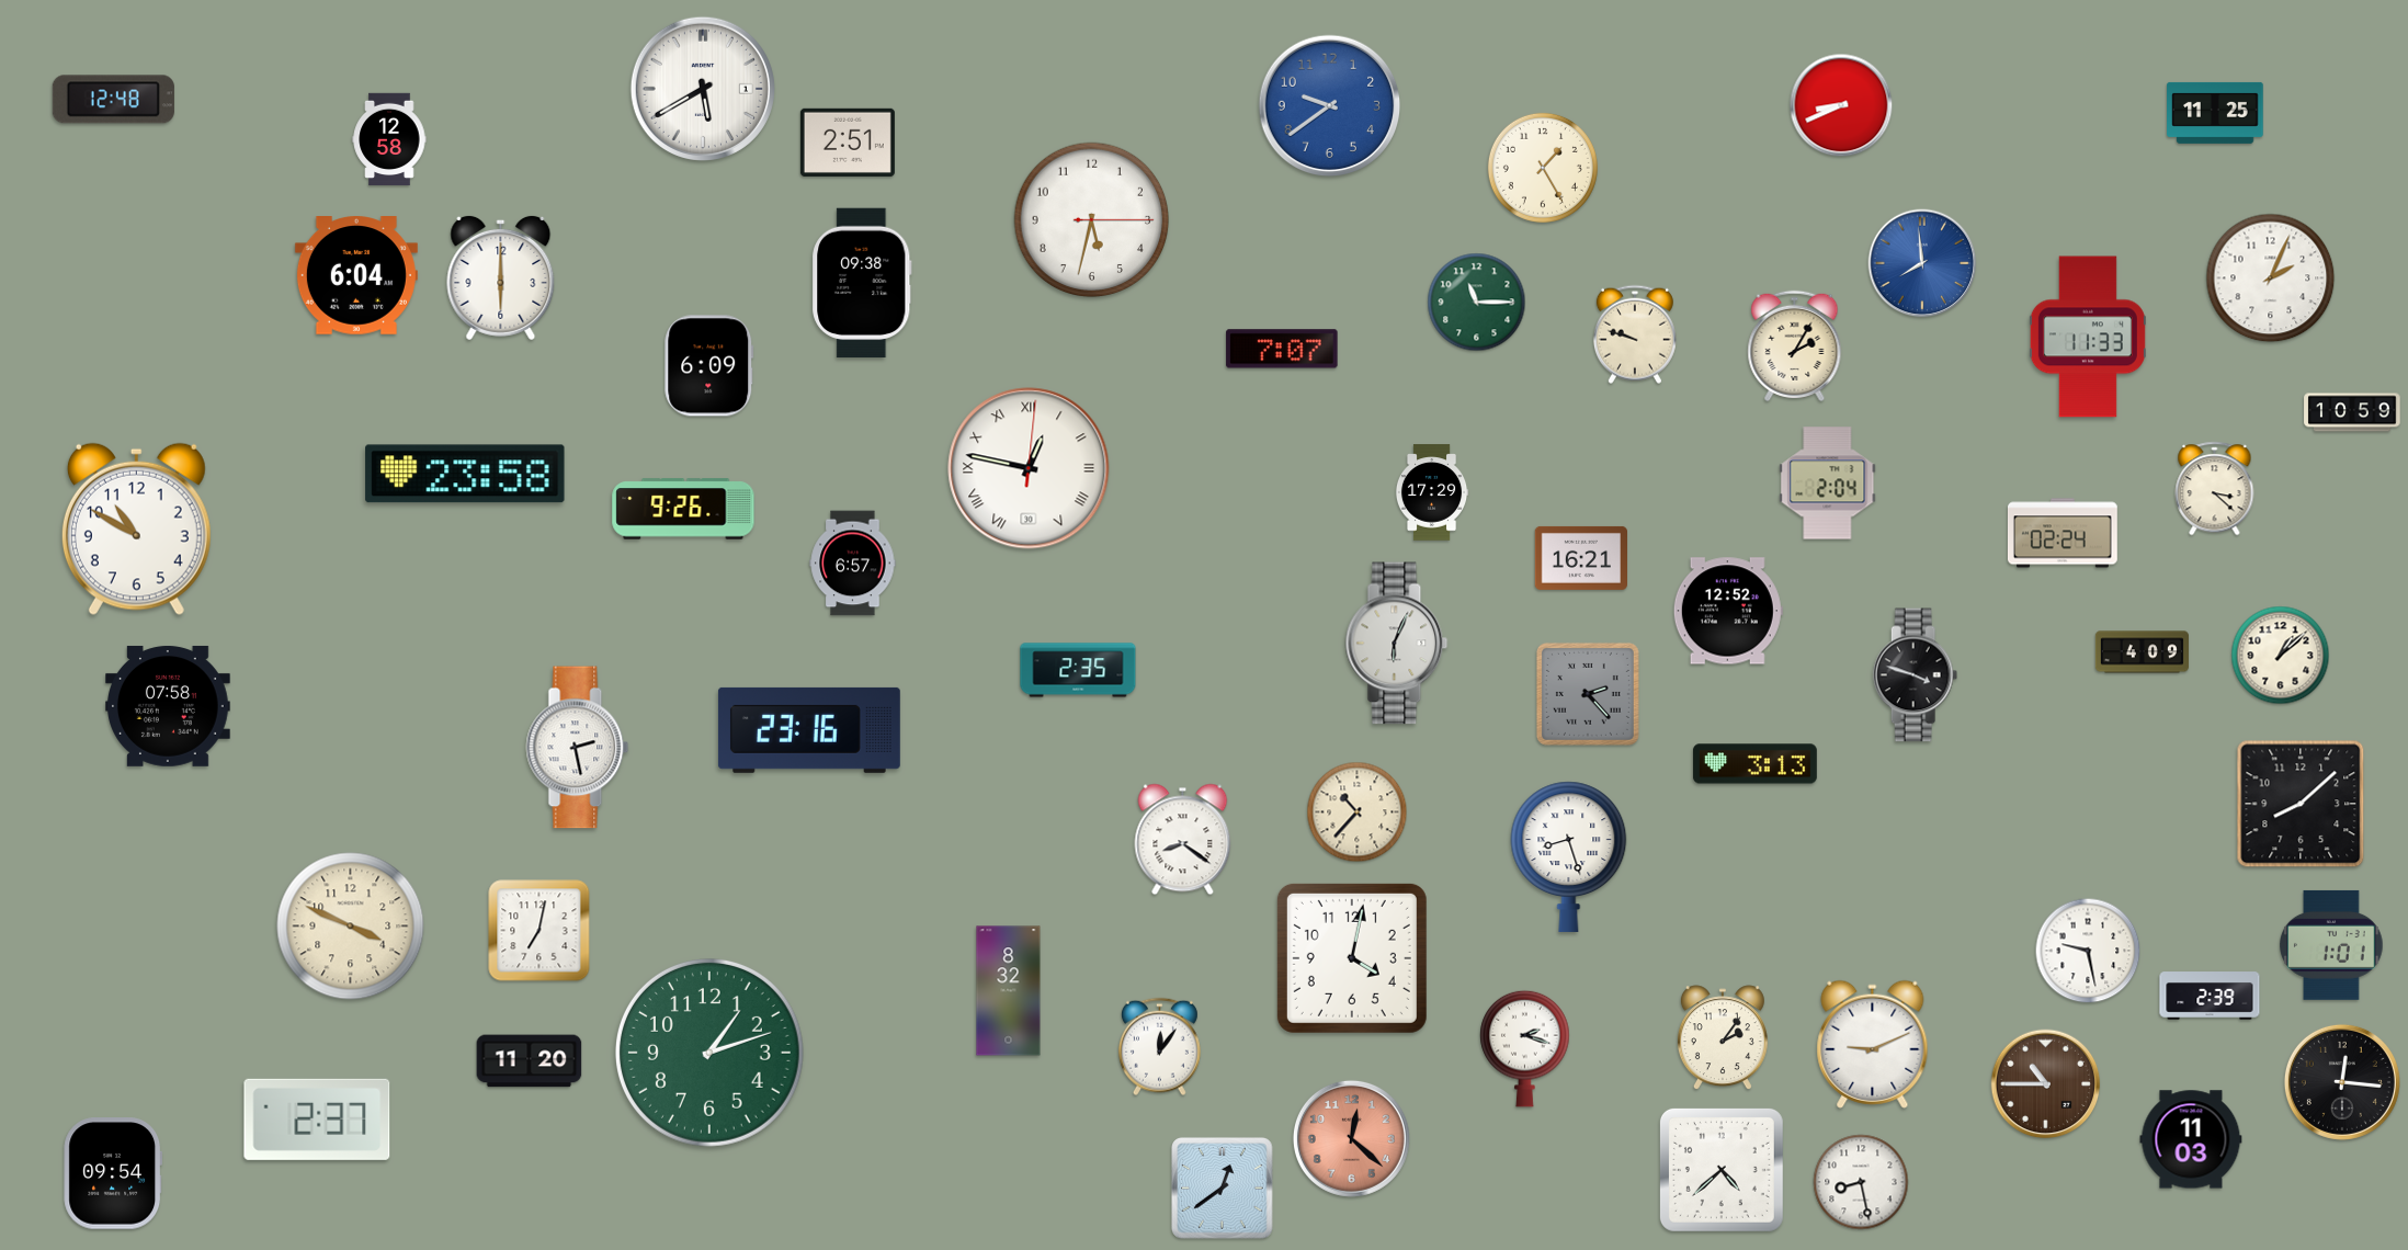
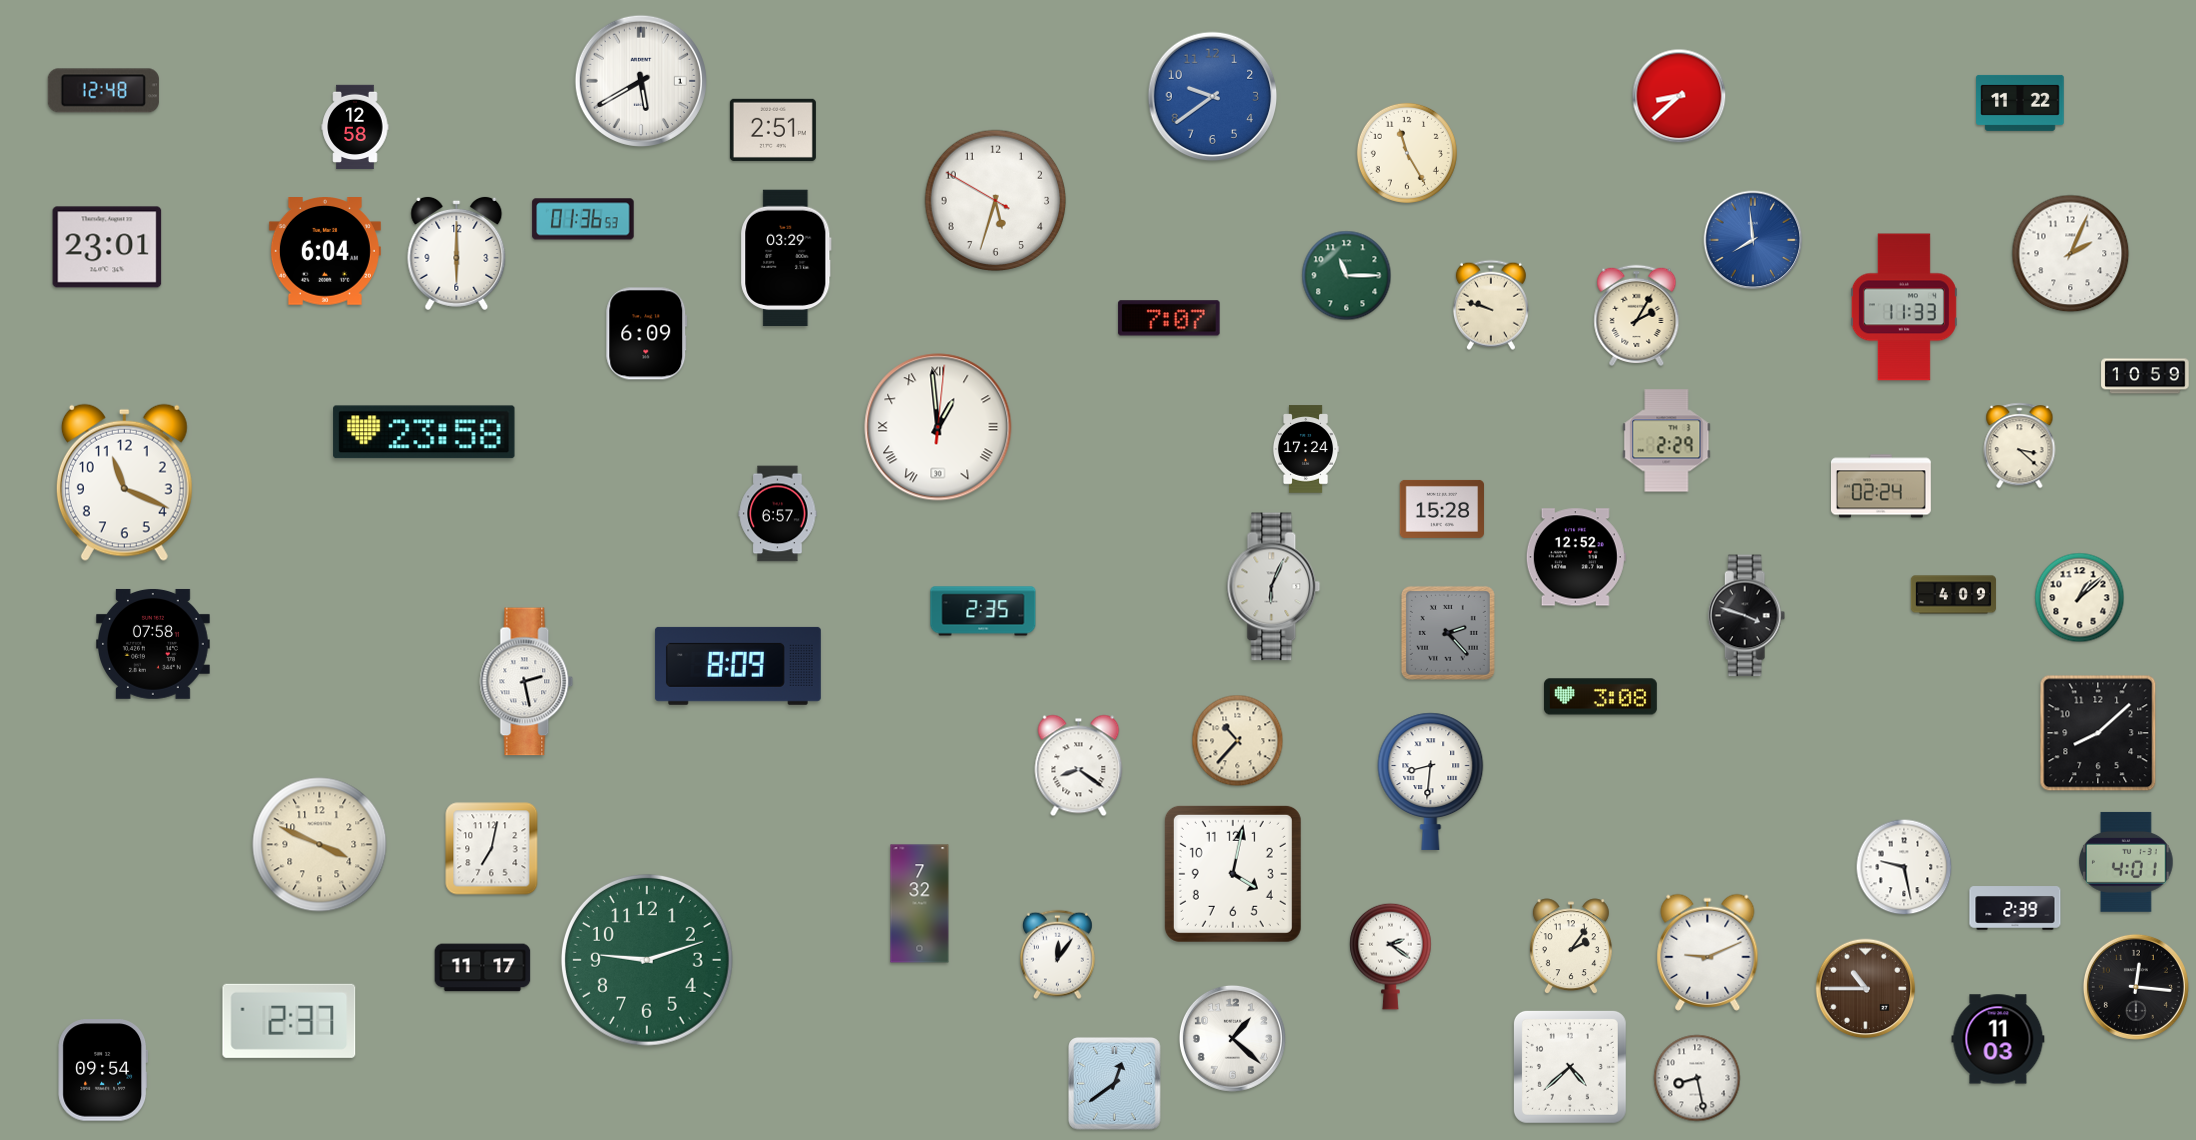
clock at (1841, 105): 8:41 -> 8:38
clock at (2215, 113): 11:25 -> 11:22
clock at (1543, 168): 1:25 -> 11:25
clock at (1092, 220): 5:32:15 -> 5:32:50
clock at (583, 219): none -> 01:36
clock at (107, 247): none -> 23:01
clock at (862, 283): 09:38 -> 03:29
clock at (1029, 468): 12:47 -> 12:59
clock at (1828, 484): 2:04 -> 2:29
clock at (1432, 492): 17:29 -> 17:24
clock at (683, 509): 9:26 -> none
clock at (136, 529): 10:50 -> 11:19
clock at (1580, 558): 16:21 -> 15:28
clock at (809, 730): 23:16 -> 8:09
clock at (1754, 764): 3:13 -> 3:08
clock at (1569, 856): 8:27 -> 8:31
clock at (2332, 945): 1:01 -> 4:01
clock at (1009, 991): 8:32 -> 7:32
clock at (1525, 1048): 2:18 -> 2:21
clock at (709, 1053): 1:12 -> 9:12
clock at (530, 1061): 11:20 -> 11:17
clock at (1351, 1138): 12:22 -> 1:22
clock at (1351, 1138) dial: salmon -> white
